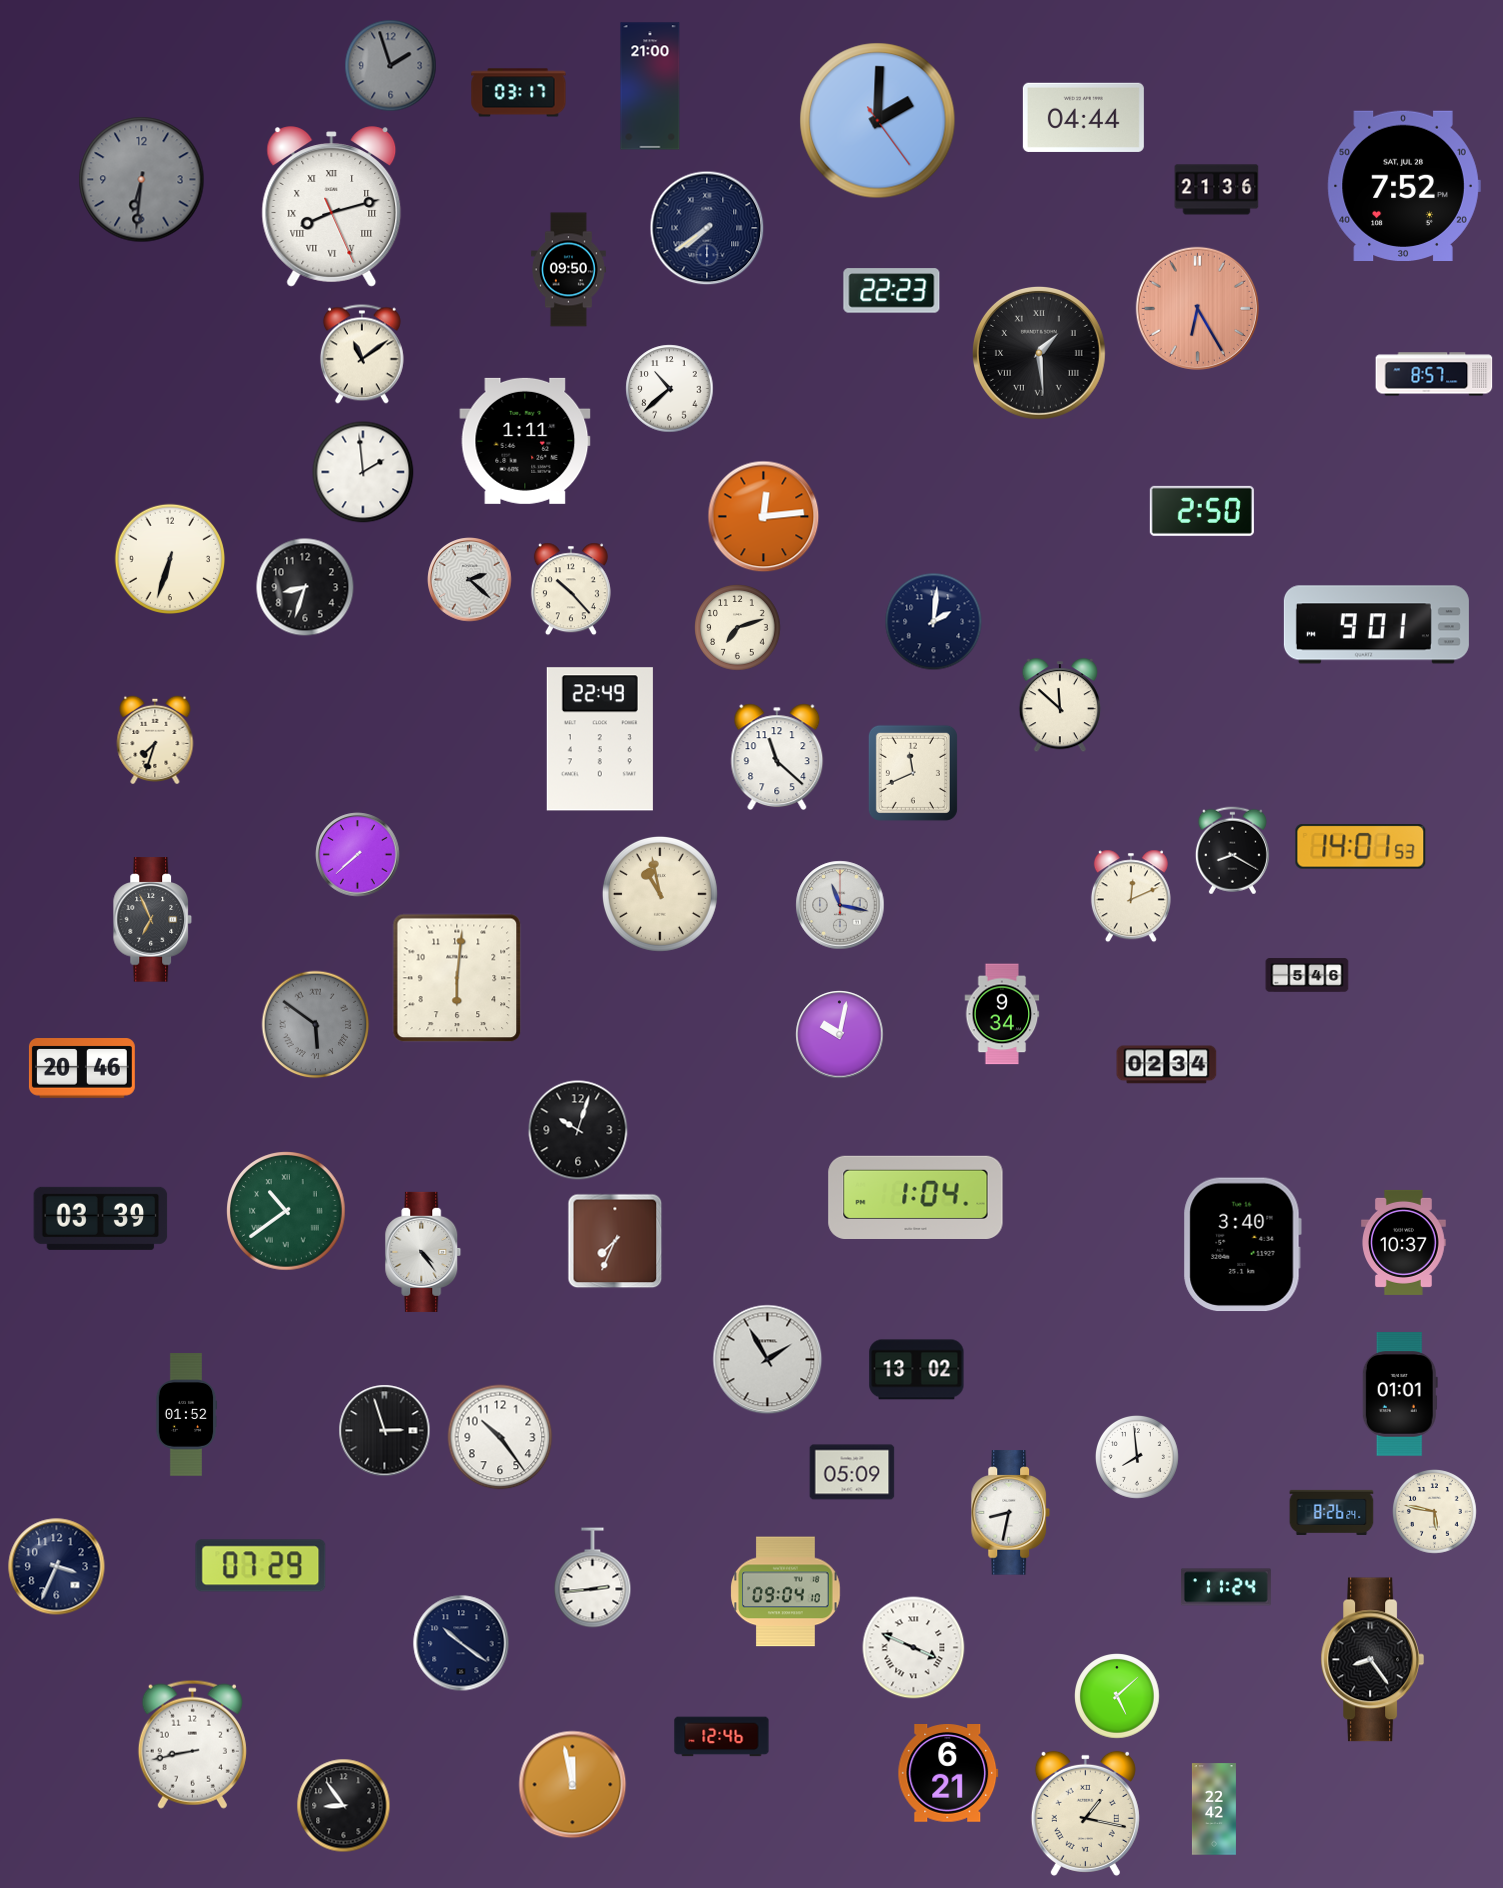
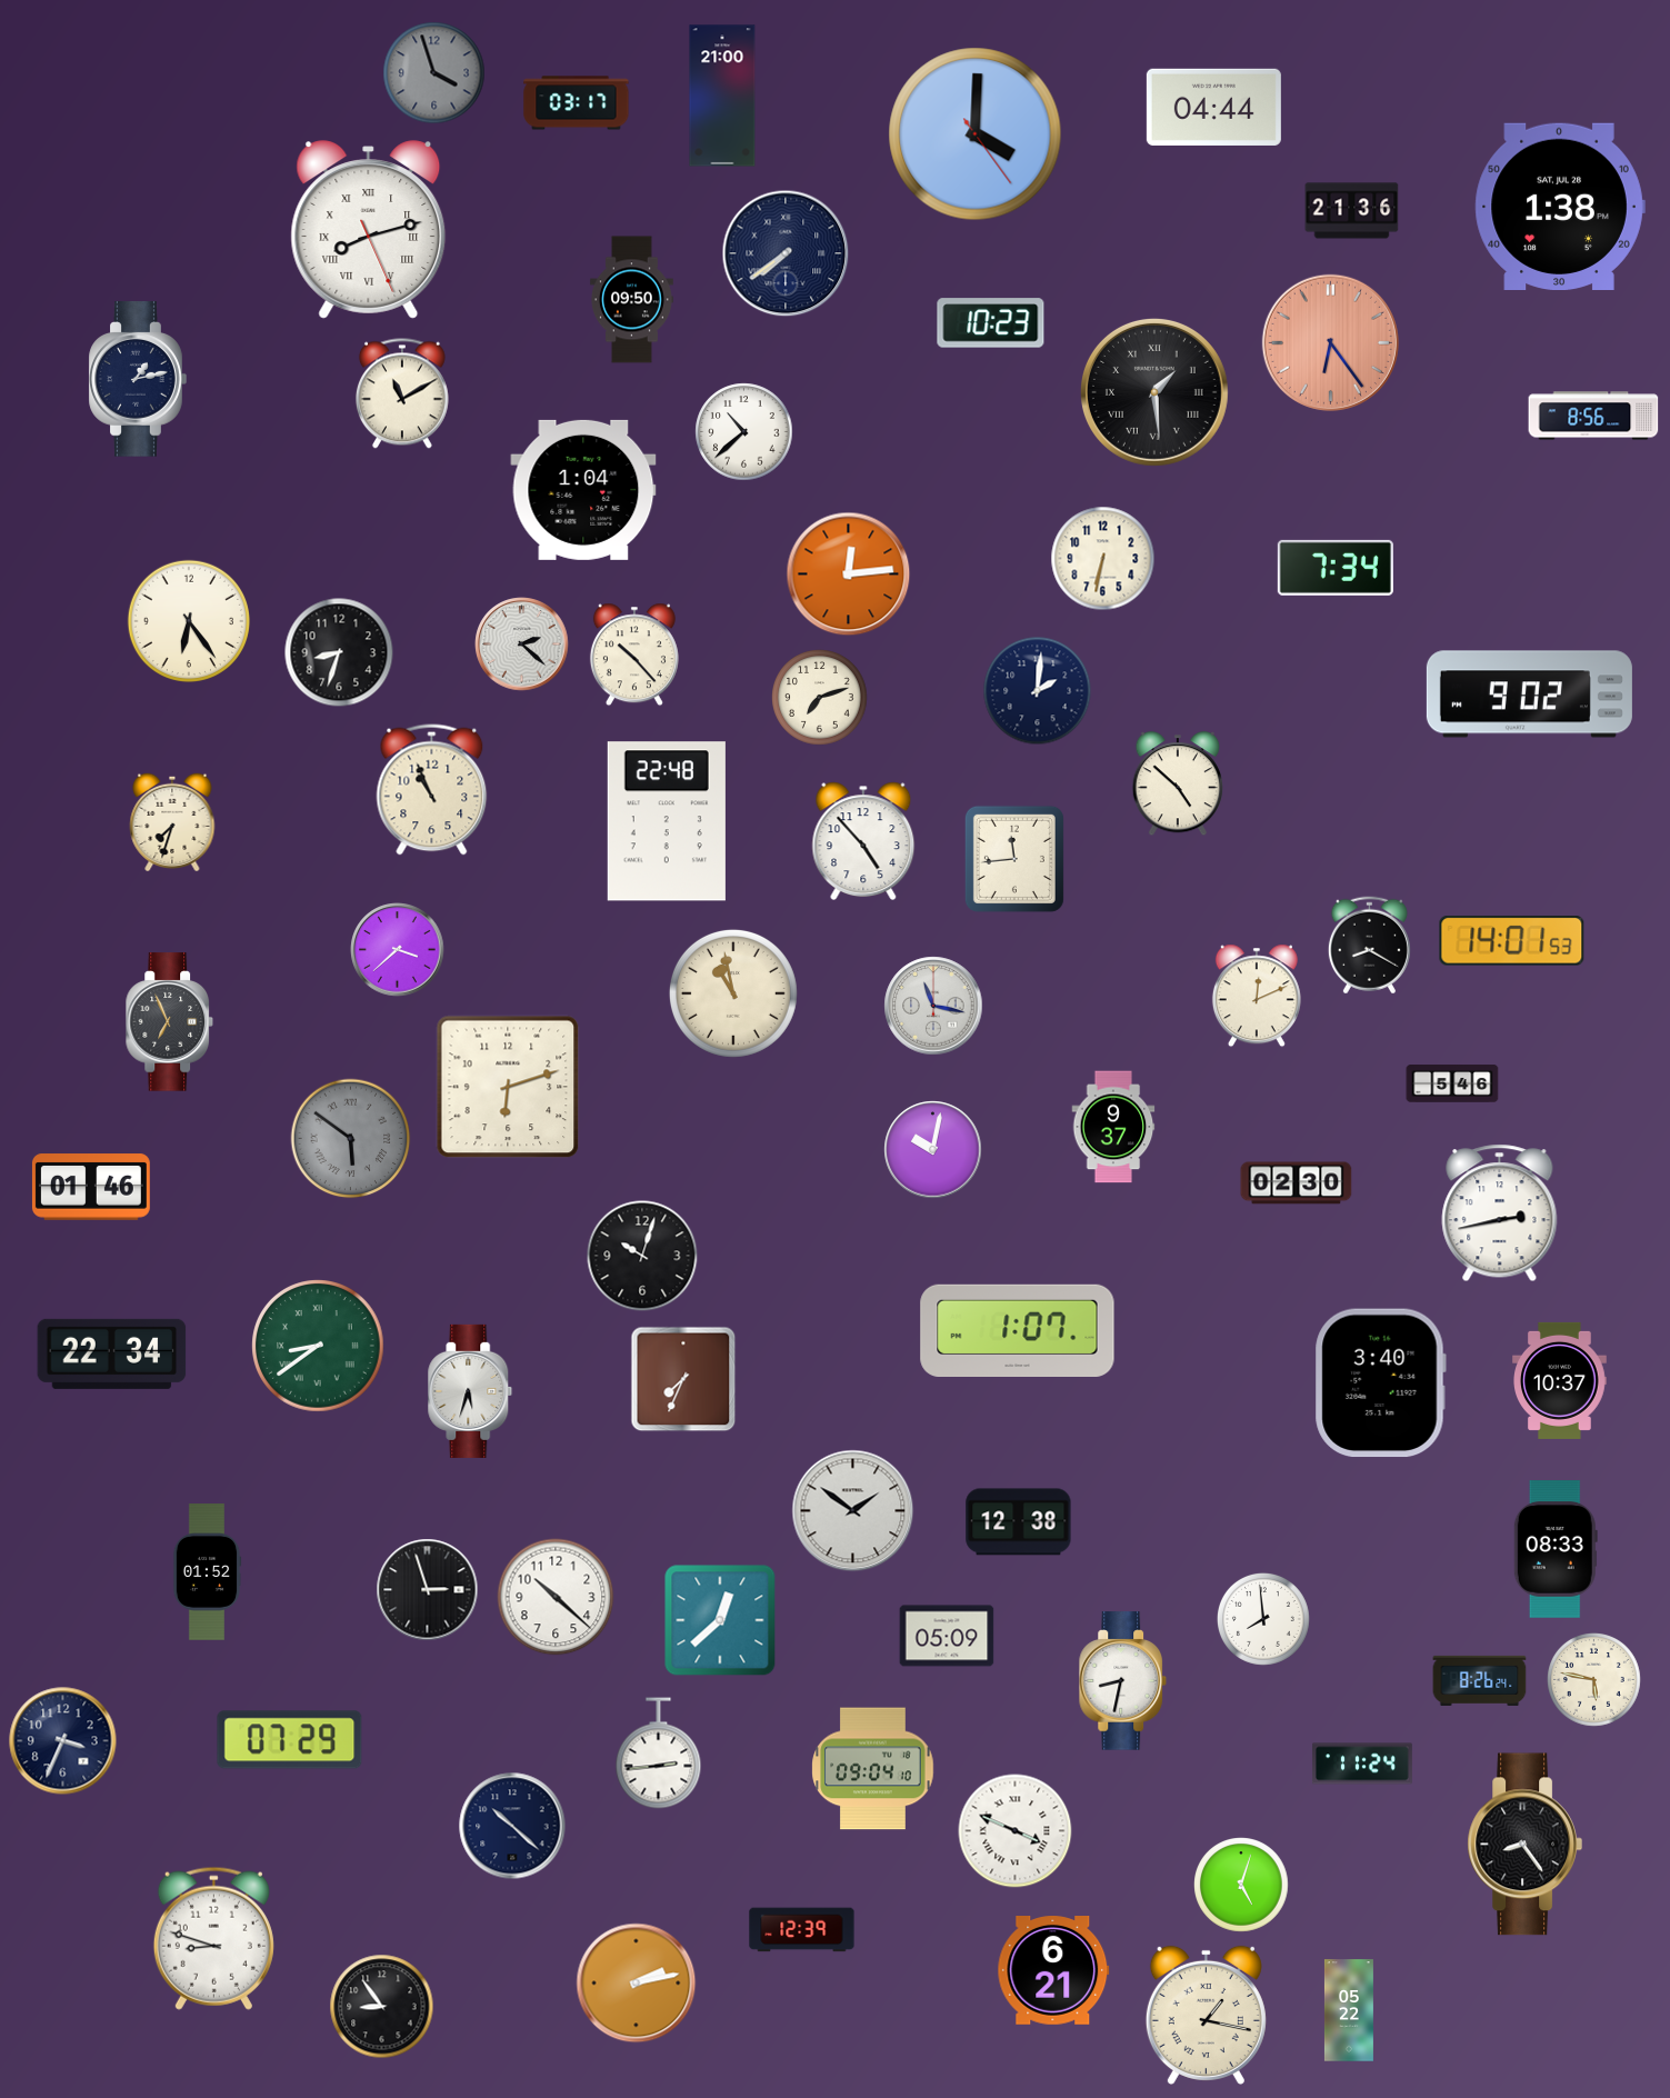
clock at (391, 66): 1:57 -> 3:57
clock at (1083, 117) position: (1083, 117) -> (1213, 107)
clock at (878, 121): 2:00 -> 4:00
clock at (142, 180): 6:31 -> none
clock at (1404, 185): 7:52 -> 1:38
clock at (892, 291): 22:23 -> 10:23
clock at (1197, 308): 6:25 -> 6:24
clock at (138, 379): none -> 1:13
clock at (362, 354): 11:09 -> 11:10
clock at (1434, 374): 8:57 -> 8:56
clock at (525, 441): 1:11 -> 1:04
clock at (363, 472): 1:59 -> none
clock at (1103, 559): none -> 6:32
clock at (1202, 511): 2:50 -> 7:34
clock at (169, 558): 6:33 -> 6:24
clock at (1376, 625): 9:01 -> 9:02
clock at (1059, 706): 11:52 -> 4:52
clock at (432, 790): none -> 10:56
clock at (600, 739): 22:49 -> 22:48
clock at (777, 756): 11:22 -> 4:53
clock at (913, 773): 11:41 -> 11:44
clock at (358, 855): 7:38 -> 3:38
clock at (457, 978): 6:01 -> 6:12
clock at (1002, 1014): 9:34 -> 9:37
clock at (1167, 1065): 02:34 -> 02:30
clock at (82, 1068): 20:46 -> 01:46
clock at (1500, 1213): none -> 2:43
clock at (916, 1197): 1:04 -> 1:07
clock at (286, 1211): 10:39 -> 8:39
clock at (101, 1218): 03:39 -> 22:34
clock at (423, 1252): 4:24 -> 5:33
clock at (768, 1360): 1:55 -> 1:51
clock at (917, 1370): 13:02 -> 12:38
clock at (1400, 1394): 01:01 -> 08:33
clock at (500, 1437): 10:24 -> 10:22
clock at (720, 1620): none -> 12:38
clock at (461, 1643): 10:21 -> 10:22
clock at (1117, 1696): 5:08 -> 5:03
clock at (722, 1737): 12:46 -> 12:39
clock at (192, 1744): 8:43 -> 8:48
clock at (573, 1785): 11:58 -> 2:13
clock at (1214, 1809): 22:42 -> 05:22
